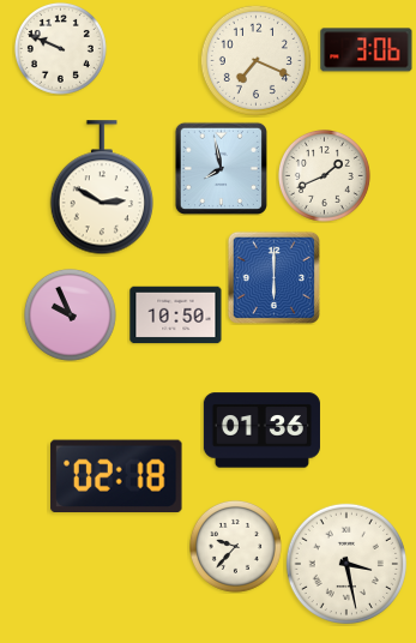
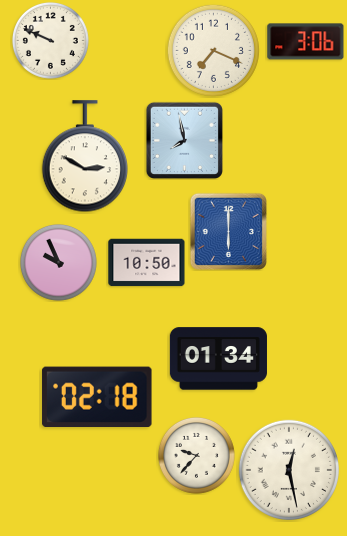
clock at (324, 175): 1:41 -> none
clock at (261, 431): 01:36 -> 01:34
clock at (345, 563): 3:28 -> 12:28
